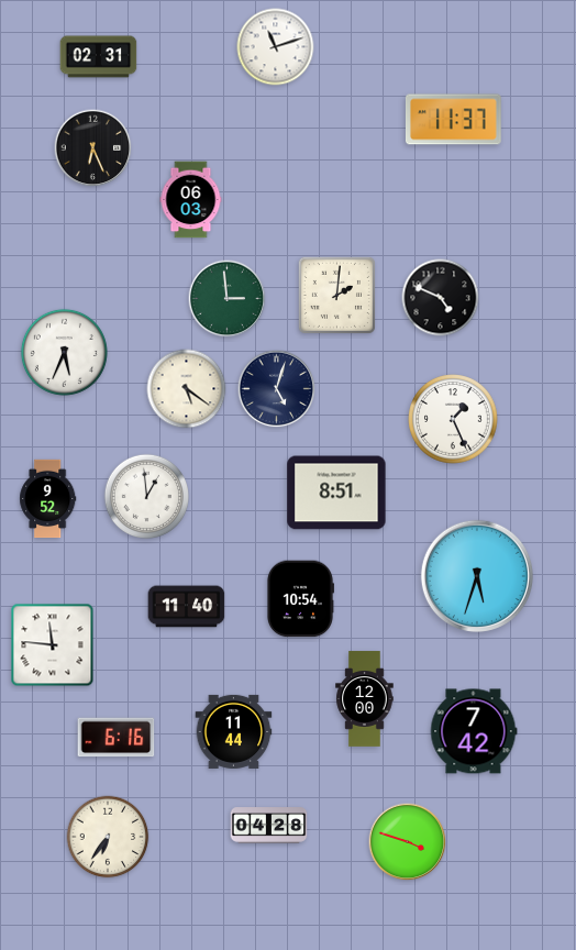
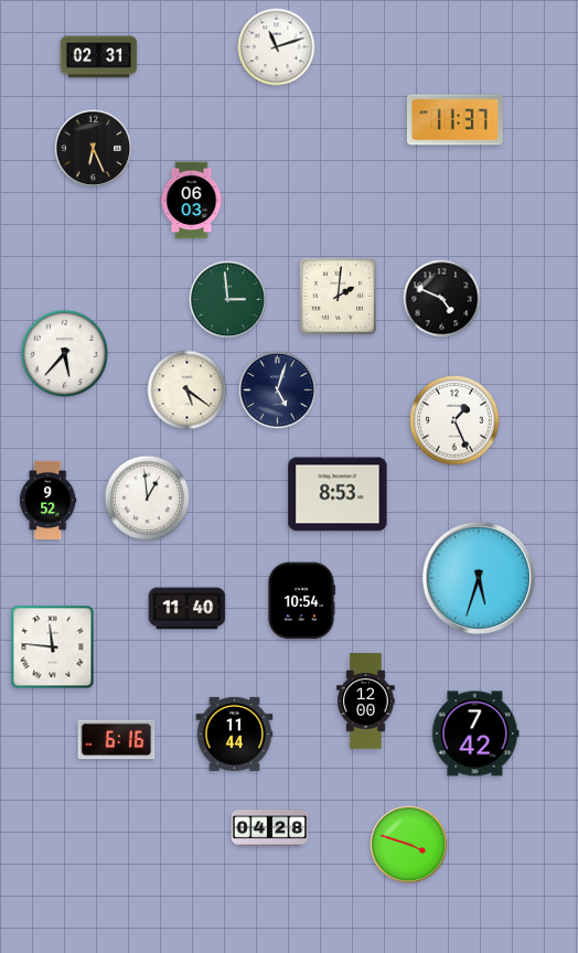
clock at (64, 352): 5:34 -> 5:37
clock at (336, 493): 8:51 -> 8:53
clock at (108, 837): 6:36 -> none
